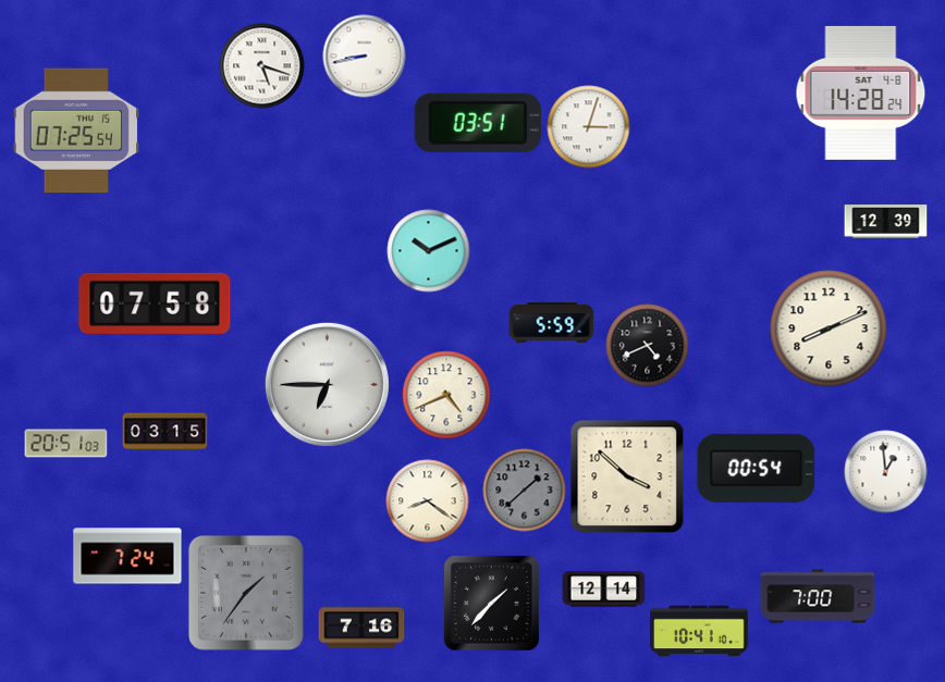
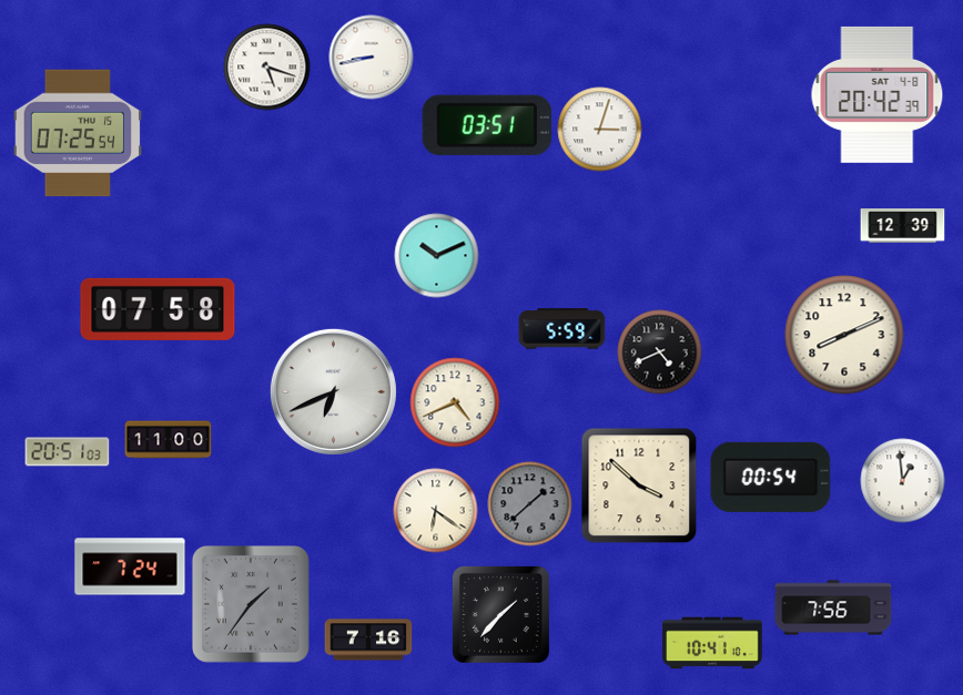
clock at (861, 92): 14:28 -> 20:42
clock at (327, 384): 6:45 -> 6:41
clock at (165, 432): 03:15 -> 11:00
clock at (525, 491) position: (525, 491) -> (530, 504)
clock at (428, 501): 8:21 -> 6:21
clock at (604, 590): 12:14 -> none
clock at (818, 596): 7:00 -> 7:56
